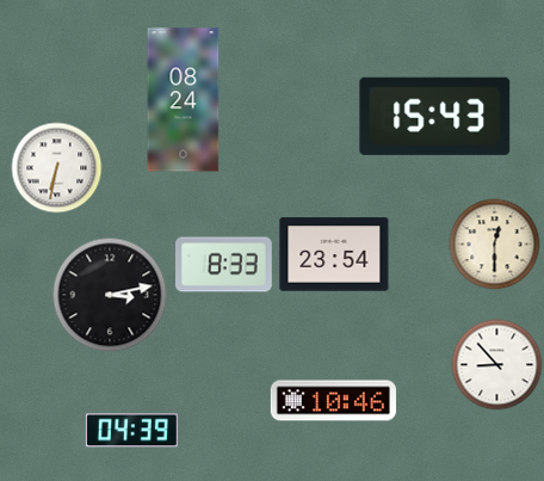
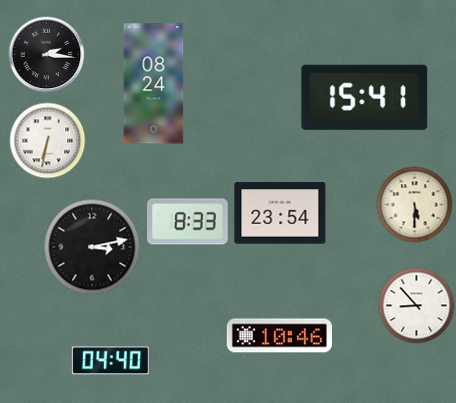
clock at (47, 55): none -> 2:16
clock at (435, 116): 15:43 -> 15:41
clock at (495, 245): 12:30 -> 5:30
clock at (131, 431): 04:39 -> 04:40
